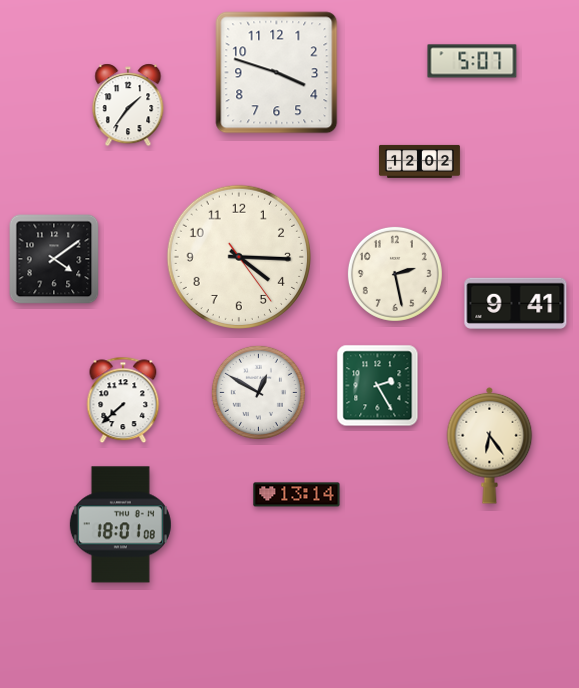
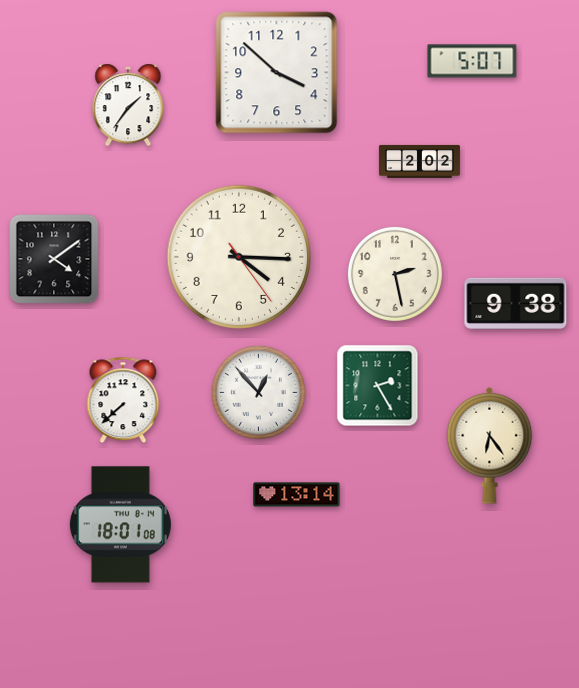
clock at (277, 73): 3:48 -> 3:52
clock at (419, 161): 12:02 -> 2:02
clock at (516, 303): 9:41 -> 9:38
clock at (258, 392): 12:50 -> 12:53
